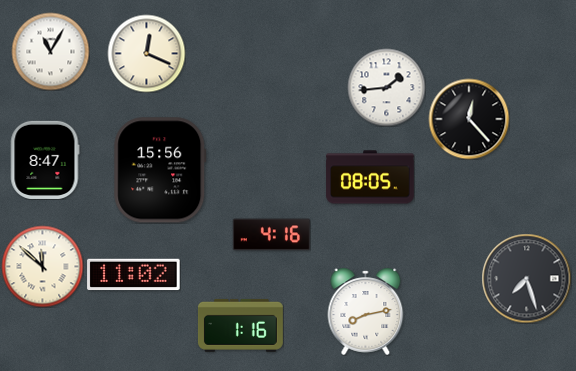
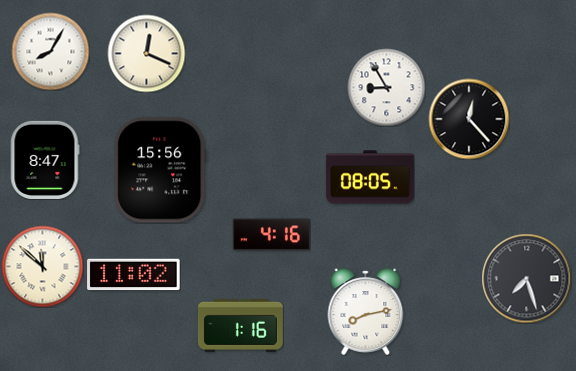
clock at (50, 51): 11:05 -> 8:05
clock at (386, 87): 1:44 -> 8:55
